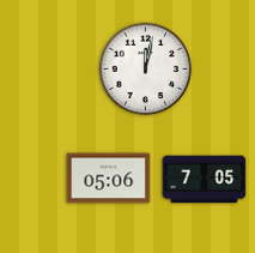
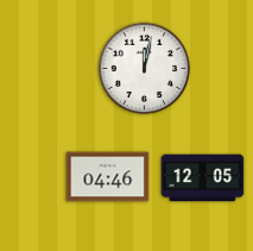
clock at (109, 179): 05:06 -> 04:46
clock at (205, 180): 7:05 -> 12:05
